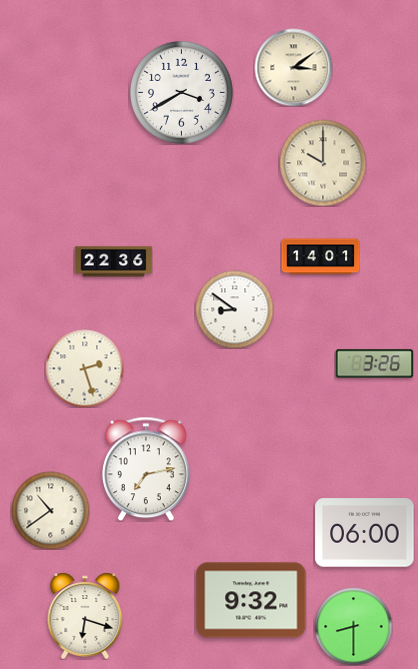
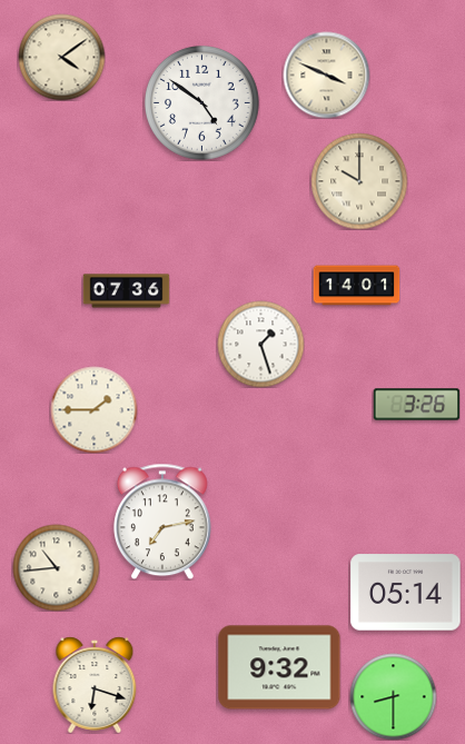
clock at (61, 57): none -> 4:09
clock at (293, 67): 3:09 -> 3:49
clock at (181, 92): 3:40 -> 4:51
clock at (113, 262): 22:36 -> 07:36
clock at (234, 309): 8:51 -> 1:27
clock at (84, 368): 2:27 -> 1:45
clock at (50, 510): 10:39 -> 10:44
clock at (365, 533): 06:00 -> 05:14
